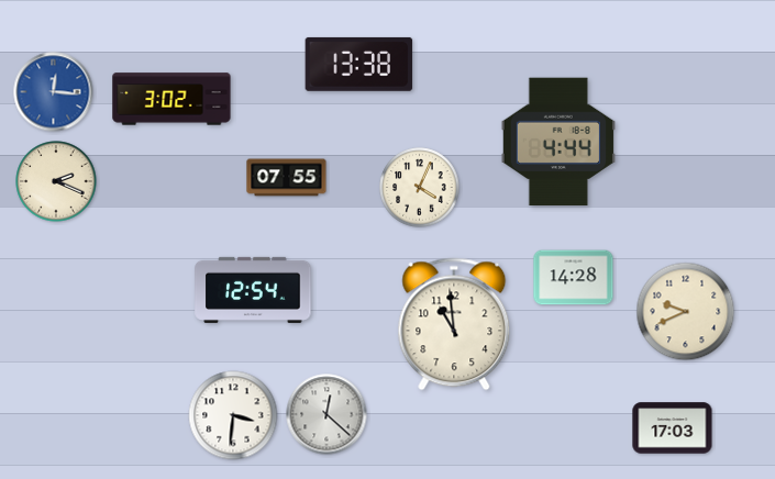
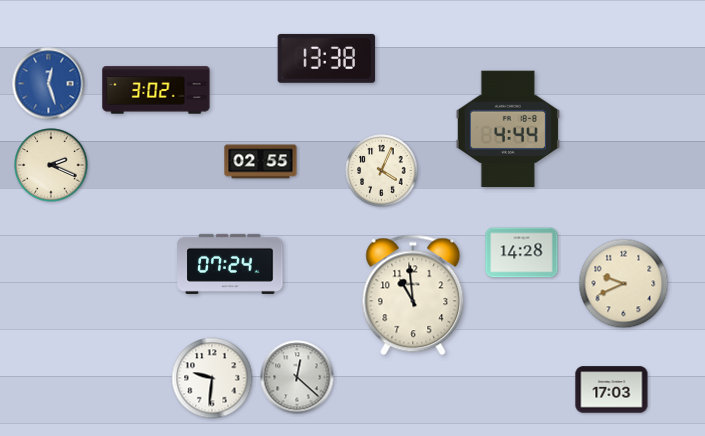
clock at (54, 92): 12:16 -> 12:27
clock at (287, 178): 07:55 -> 02:55
clock at (253, 290): 12:54 -> 07:24
clock at (233, 415): 3:31 -> 9:31
